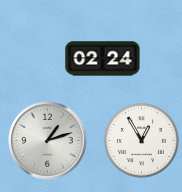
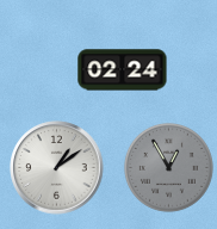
clock at (141, 140) dial: white -> grey
clock at (48, 141): 1:12 -> 1:09
